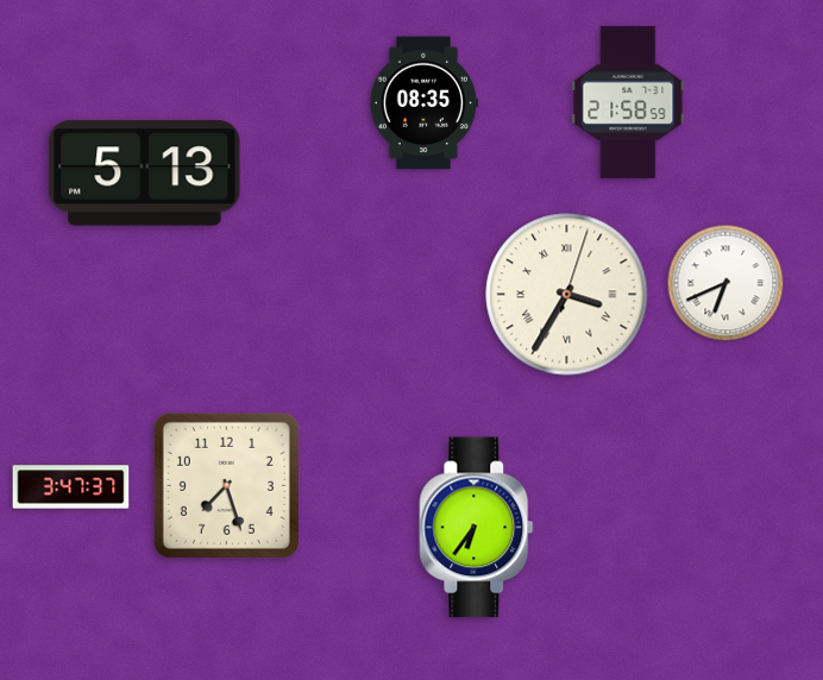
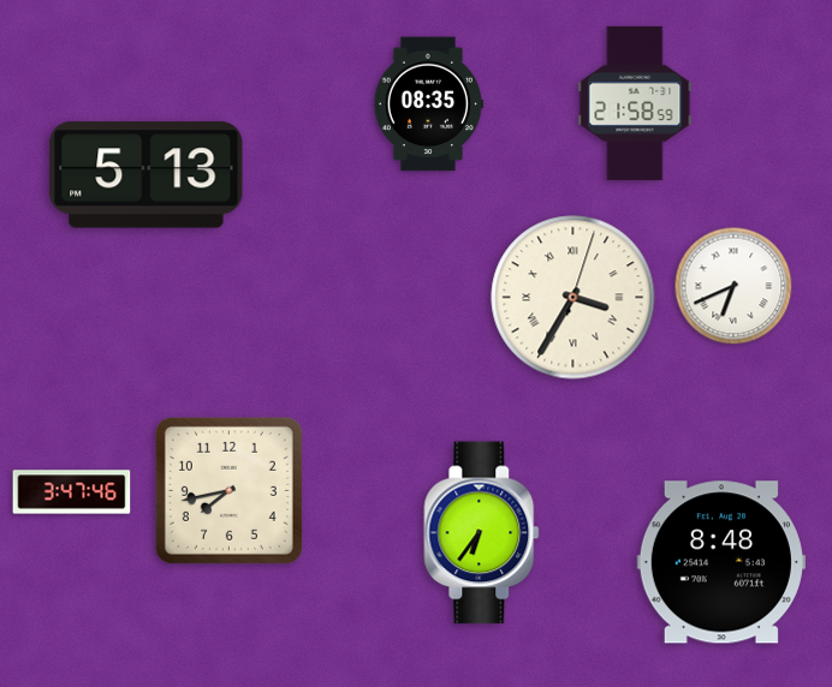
clock at (226, 485): 7:27 -> 7:43
clock at (71, 487): 3:47:37 -> 3:47:46
clock at (721, 562): none -> 8:48
